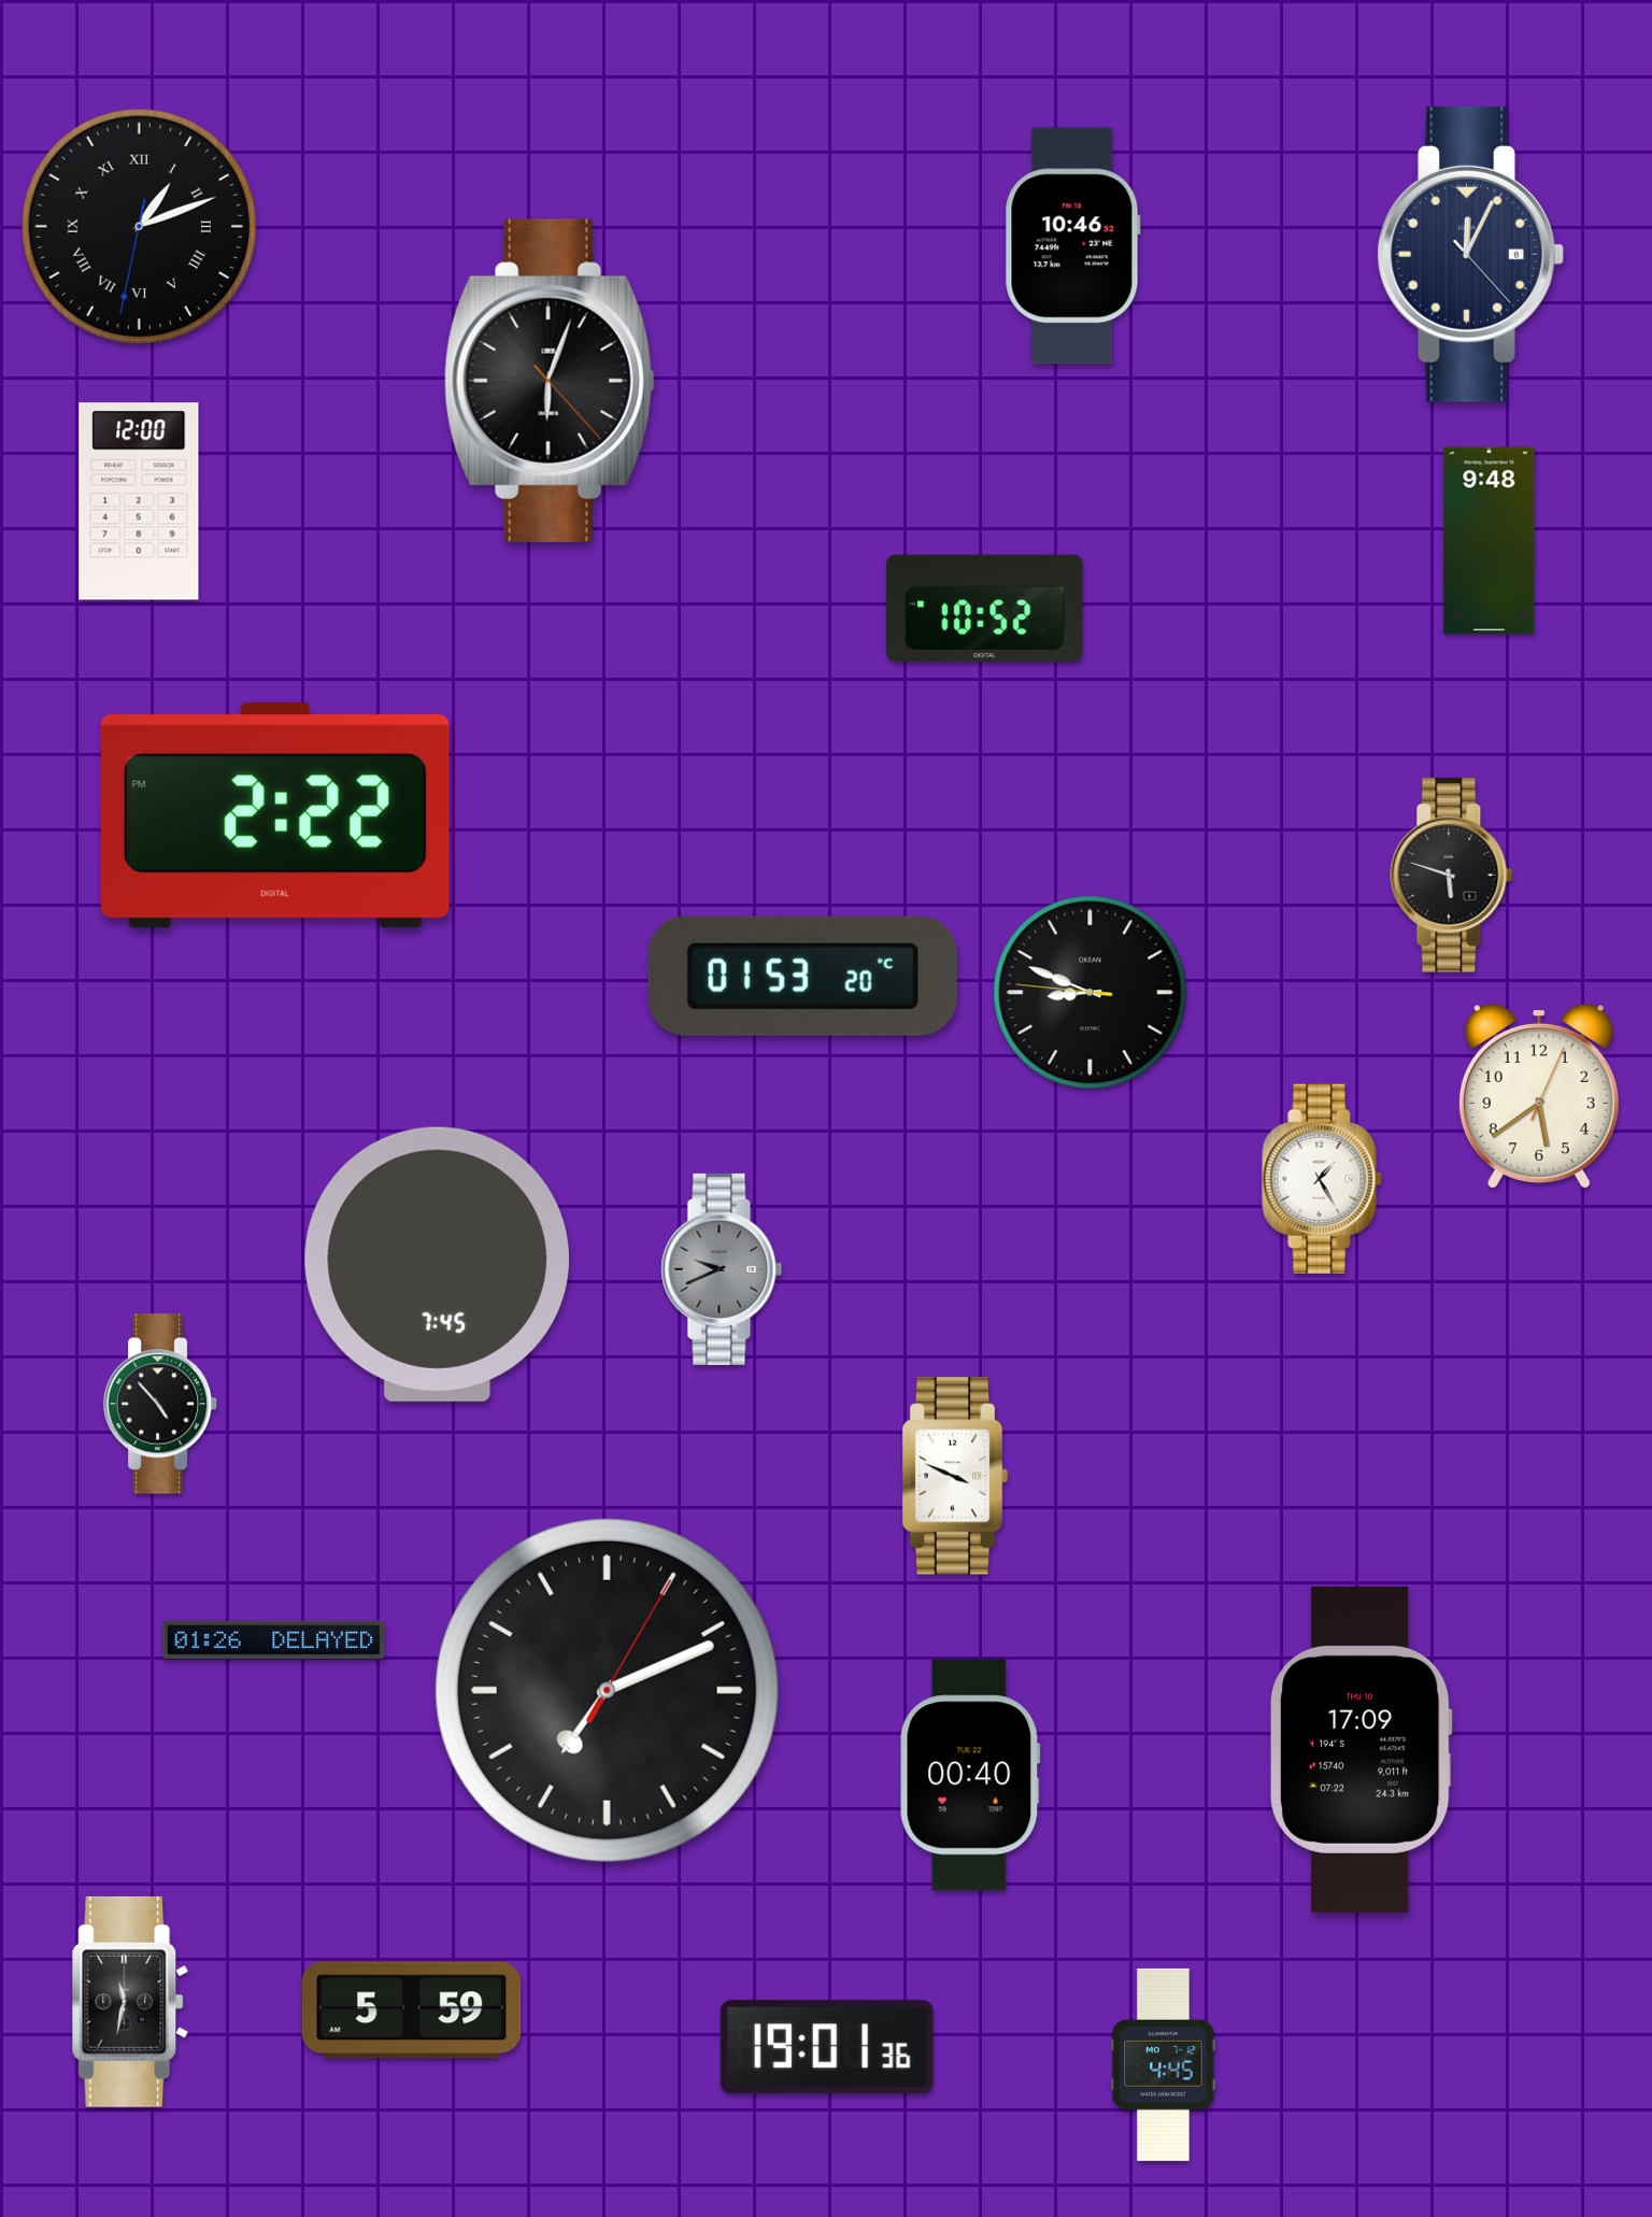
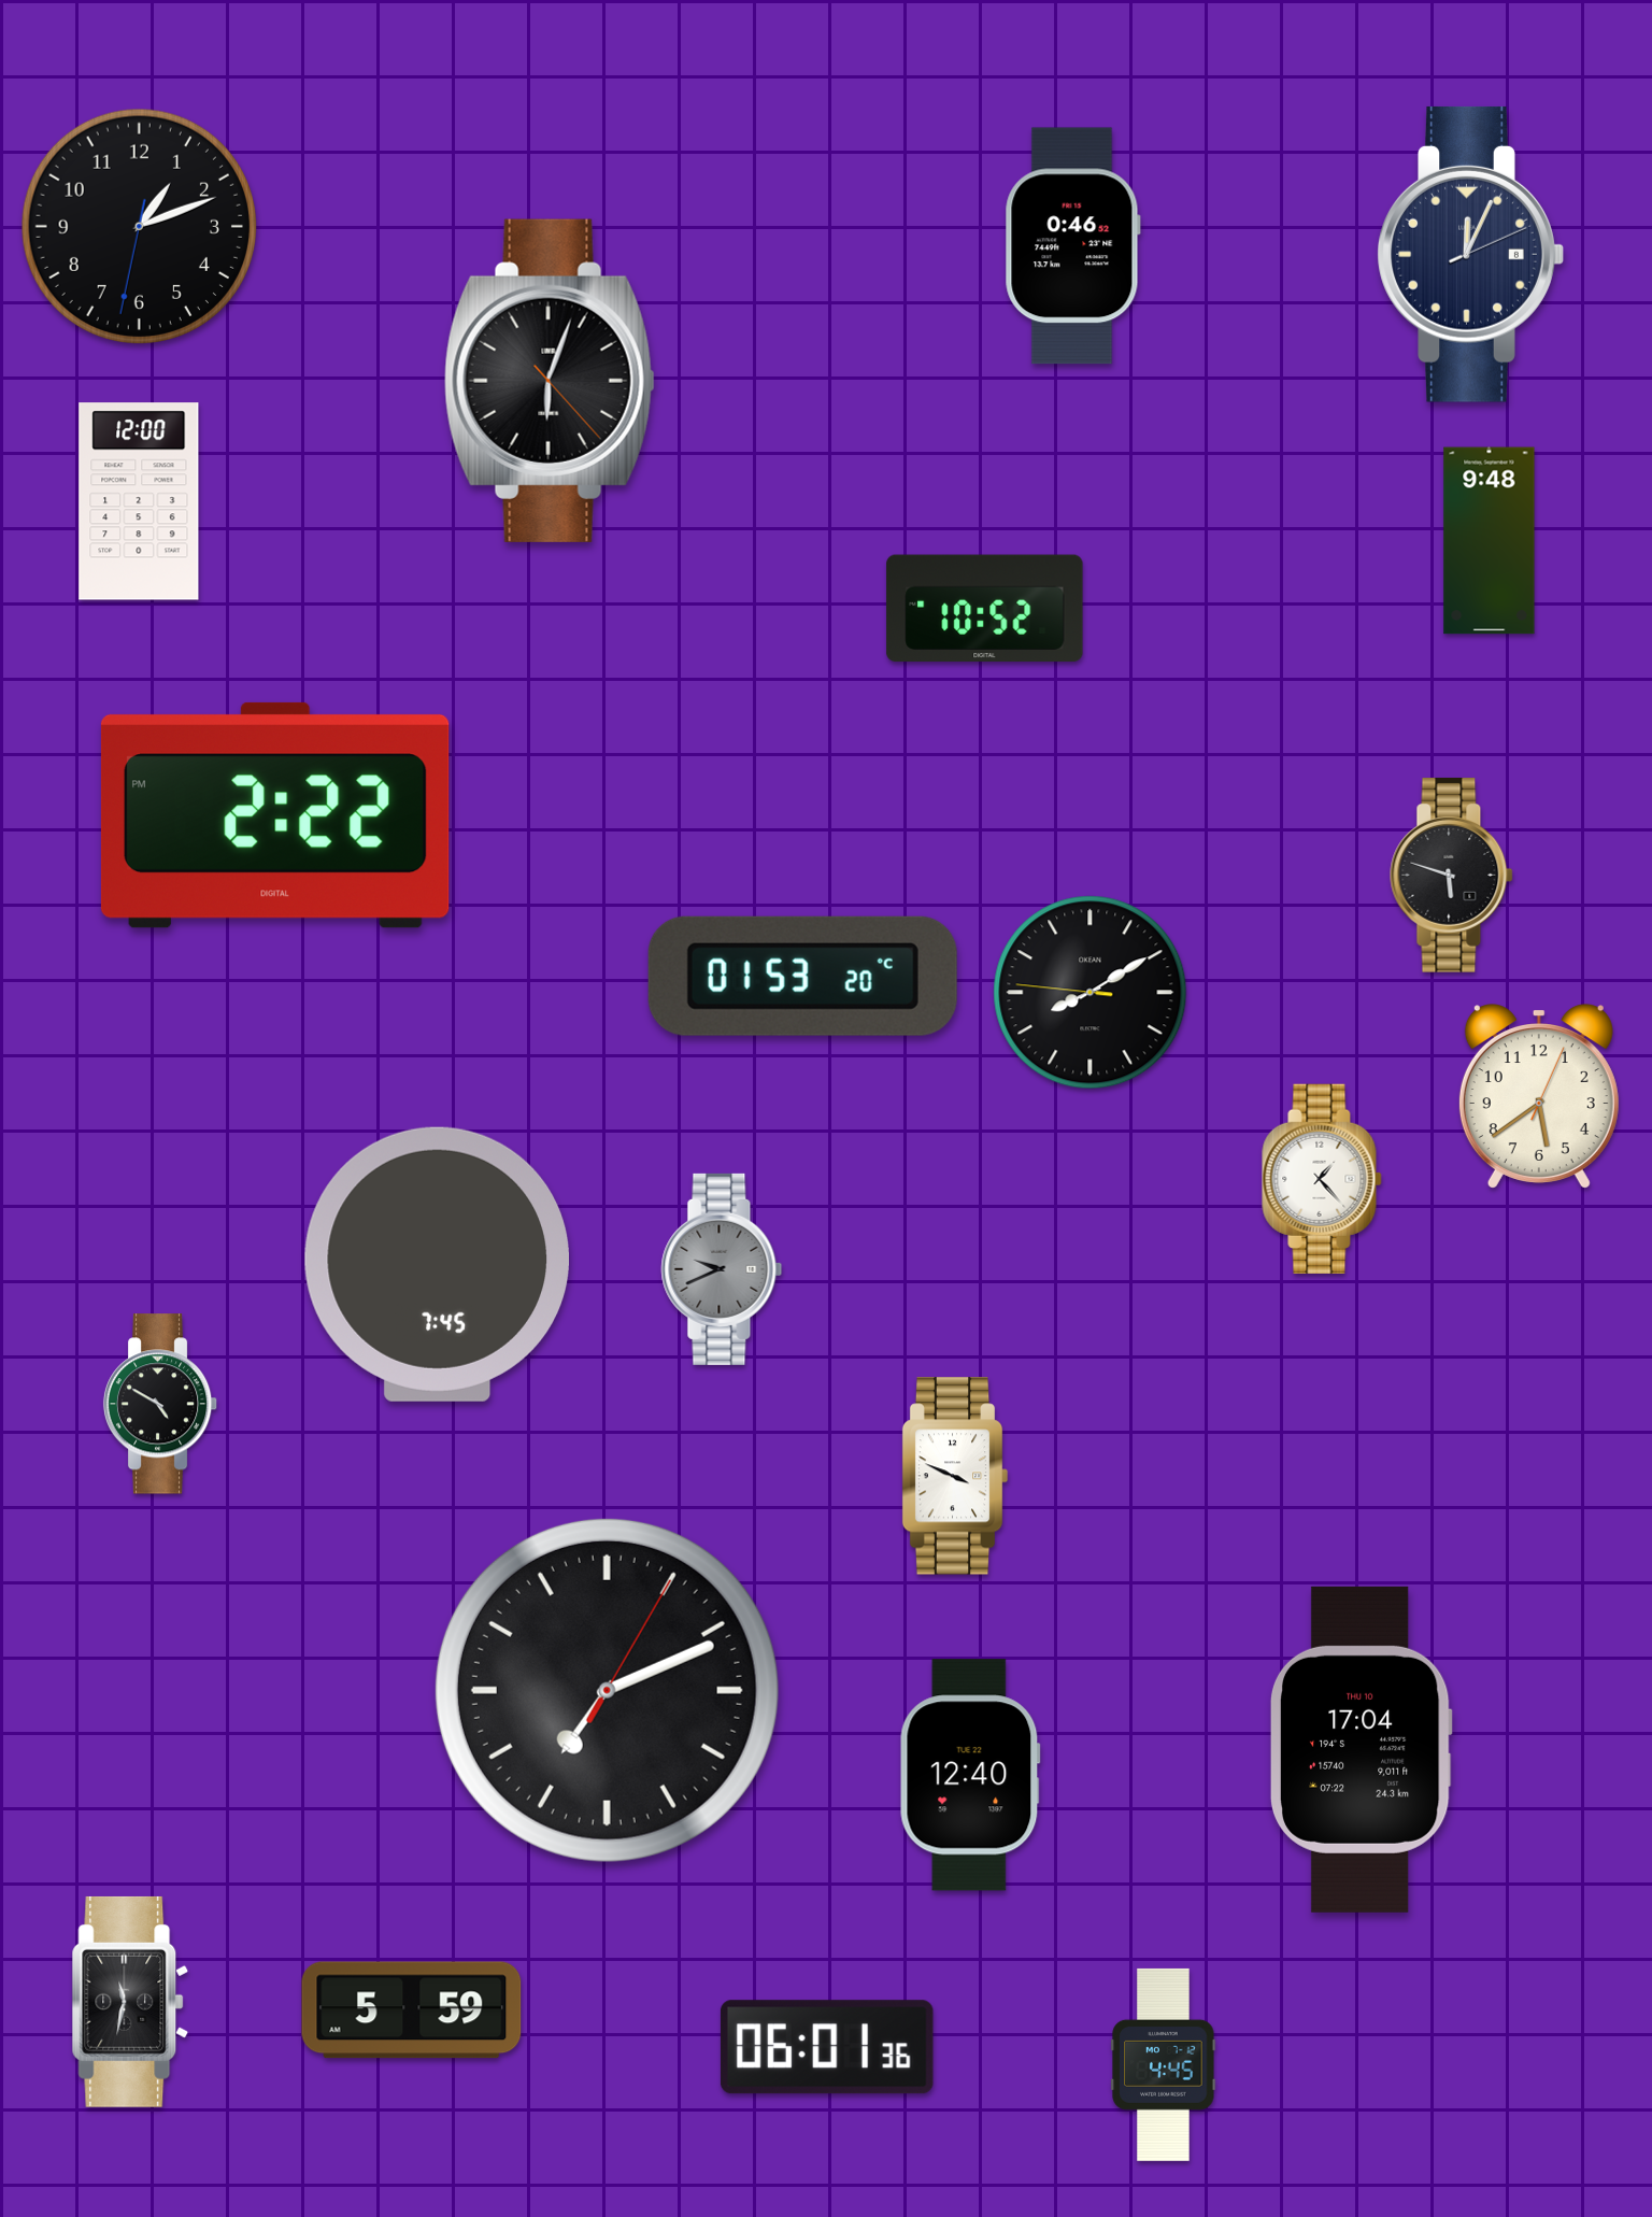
clock at (139, 226) numerals: Roman -> Arabic
clock at (1072, 246): 10:46 -> 0:46
clock at (1470, 254): 12:04:23 -> 12:04:11
clock at (1091, 993): 8:48 -> 8:09
clock at (1322, 1179): 1:25 -> 1:23
clock at (160, 1404): 4:53 -> 4:50
clock at (274, 1640): 01:26 -> none
clock at (1361, 1749): 17:09 -> 17:04
clock at (970, 1775): 00:40 -> 12:40
clock at (827, 2047): 19:01 -> 06:01
